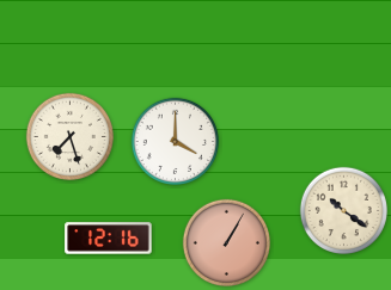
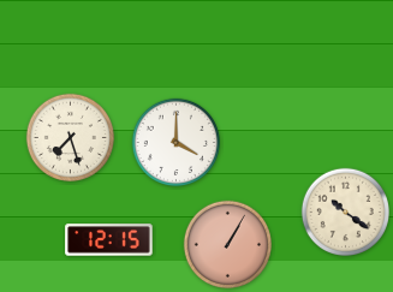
clock at (109, 239): 12:16 -> 12:15
